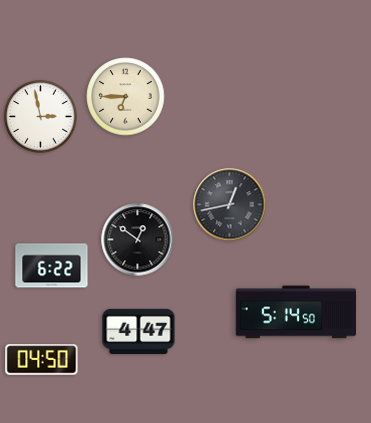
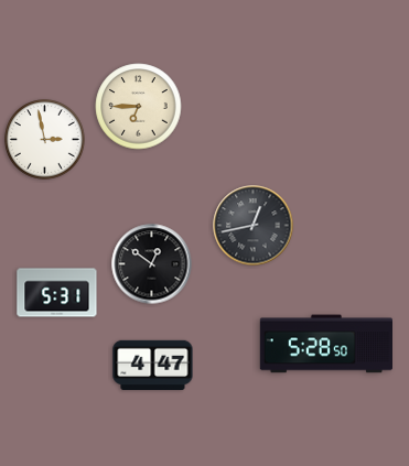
clock at (41, 117) position: (41, 117) -> (45, 140)
clock at (52, 266): 6:22 -> 5:31
clock at (295, 312): 5:14 -> 5:28
clock at (42, 360): 04:50 -> none
